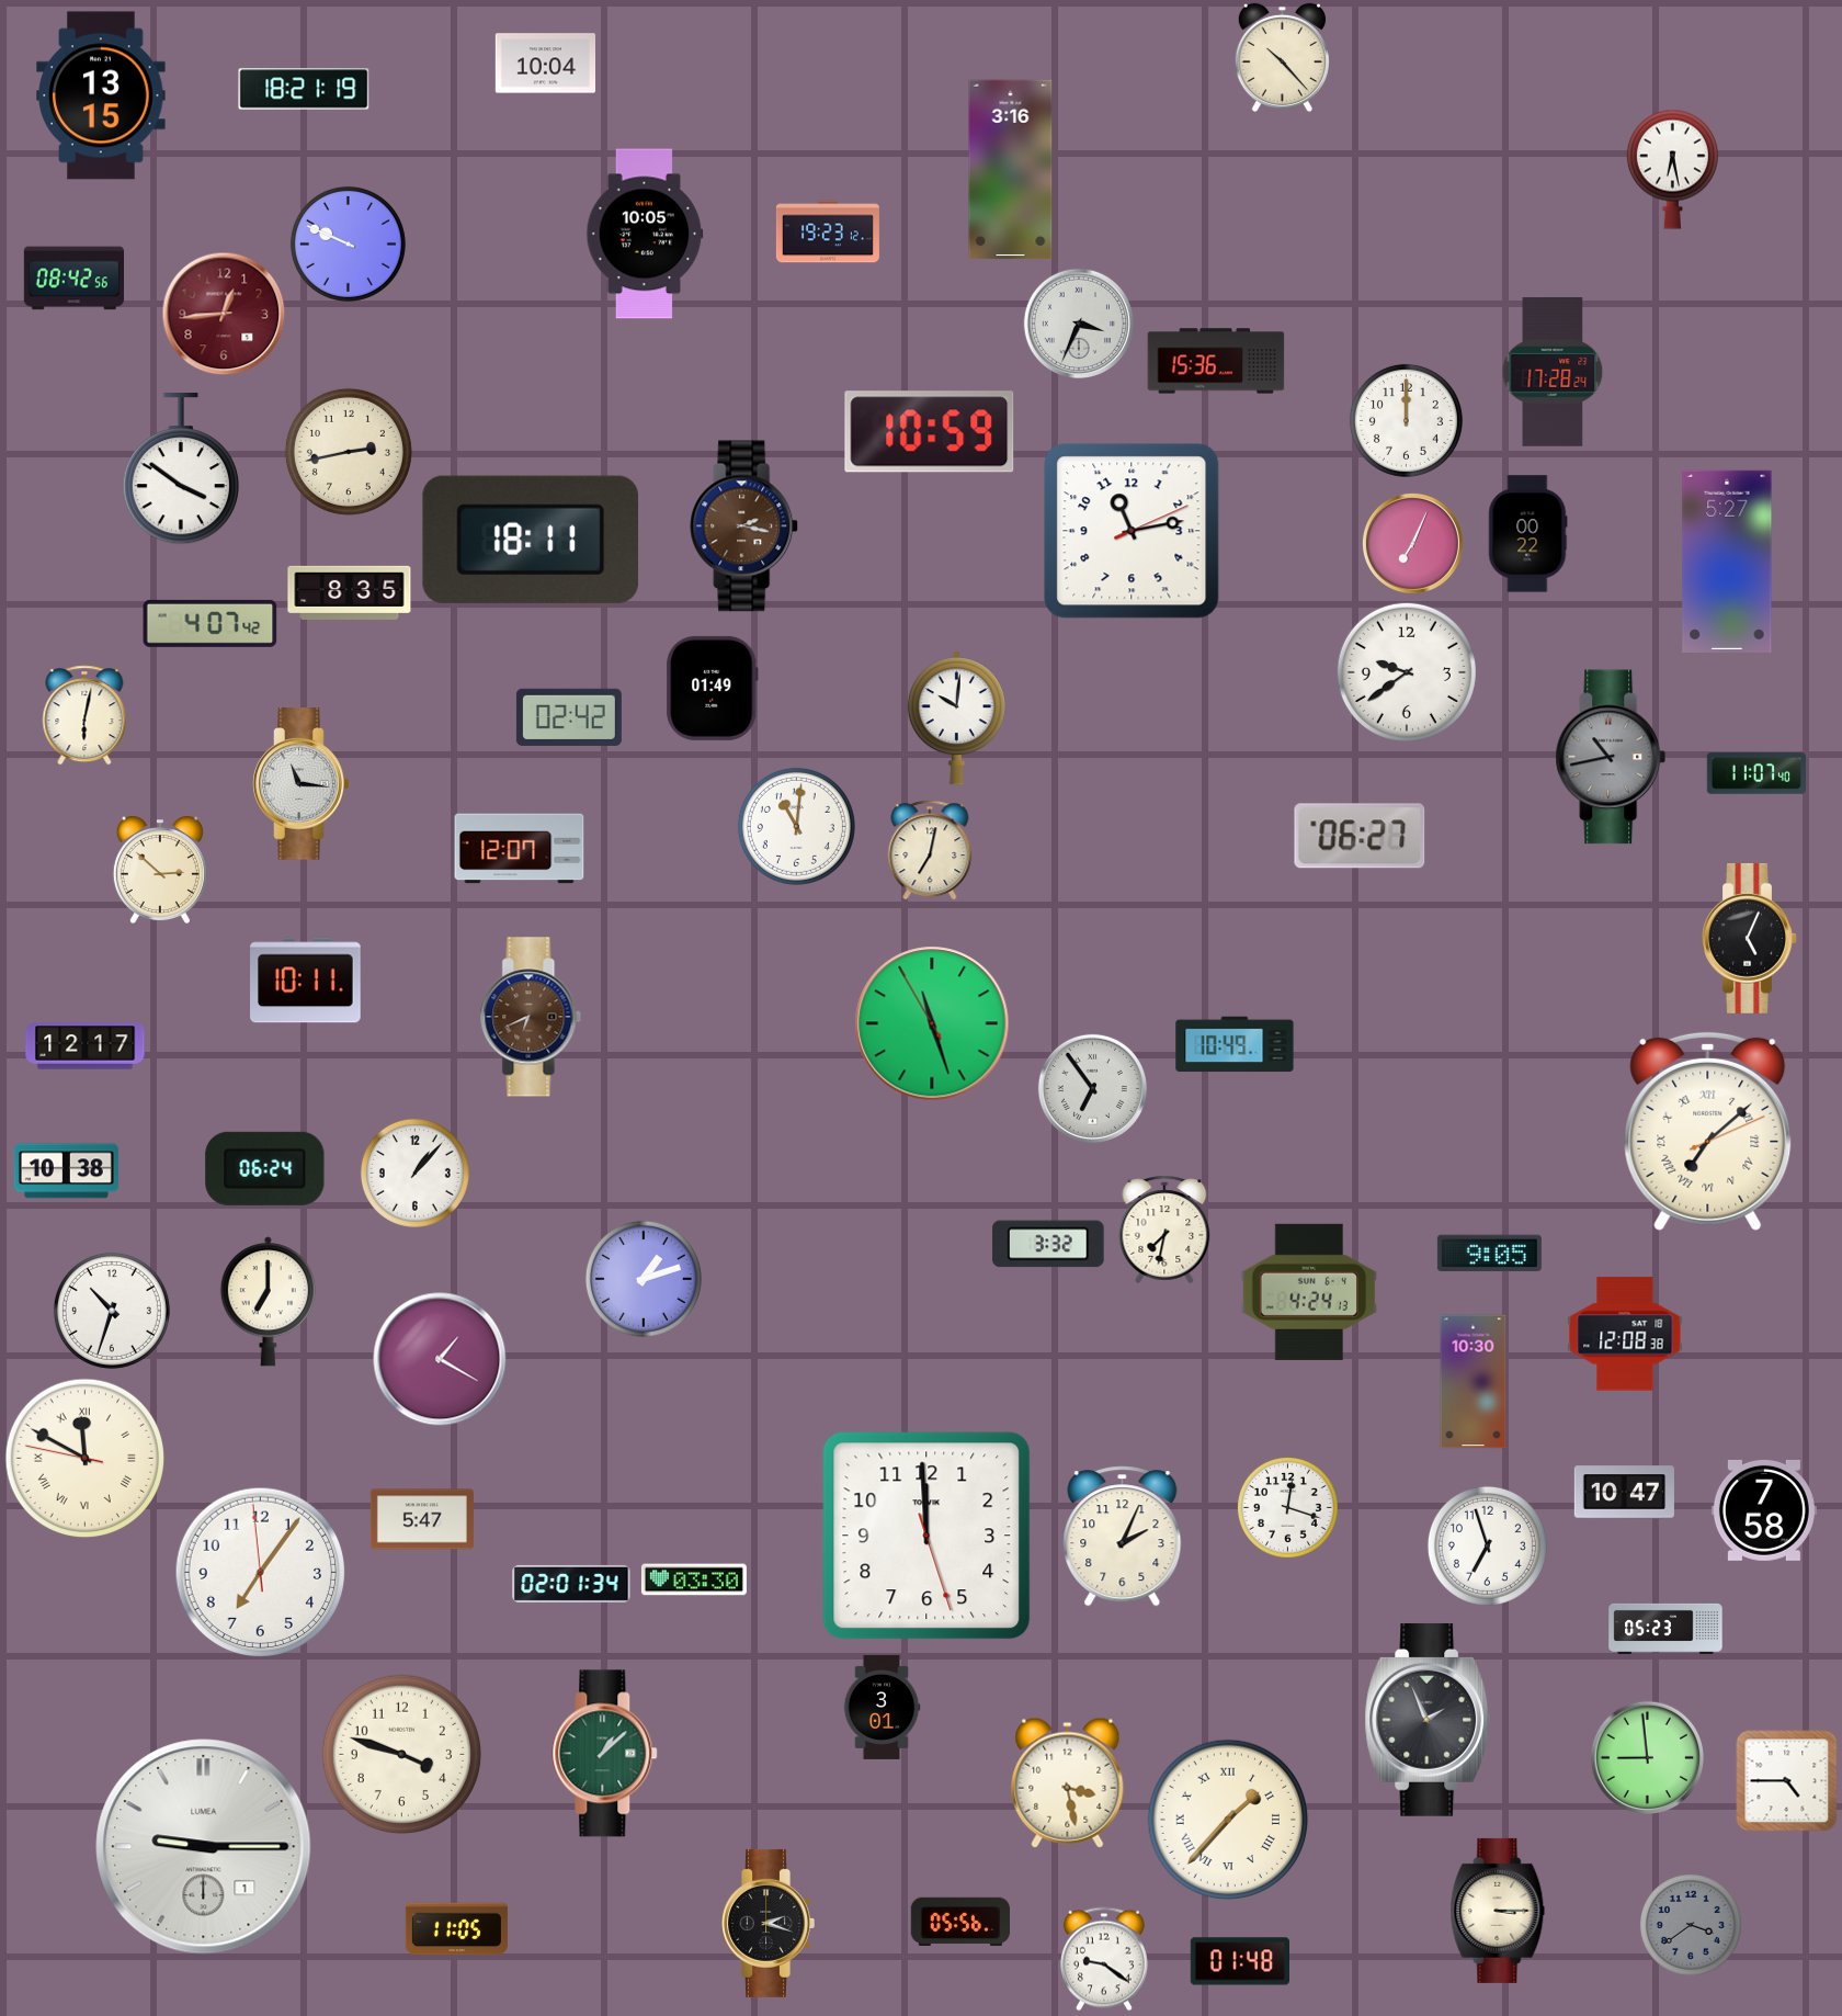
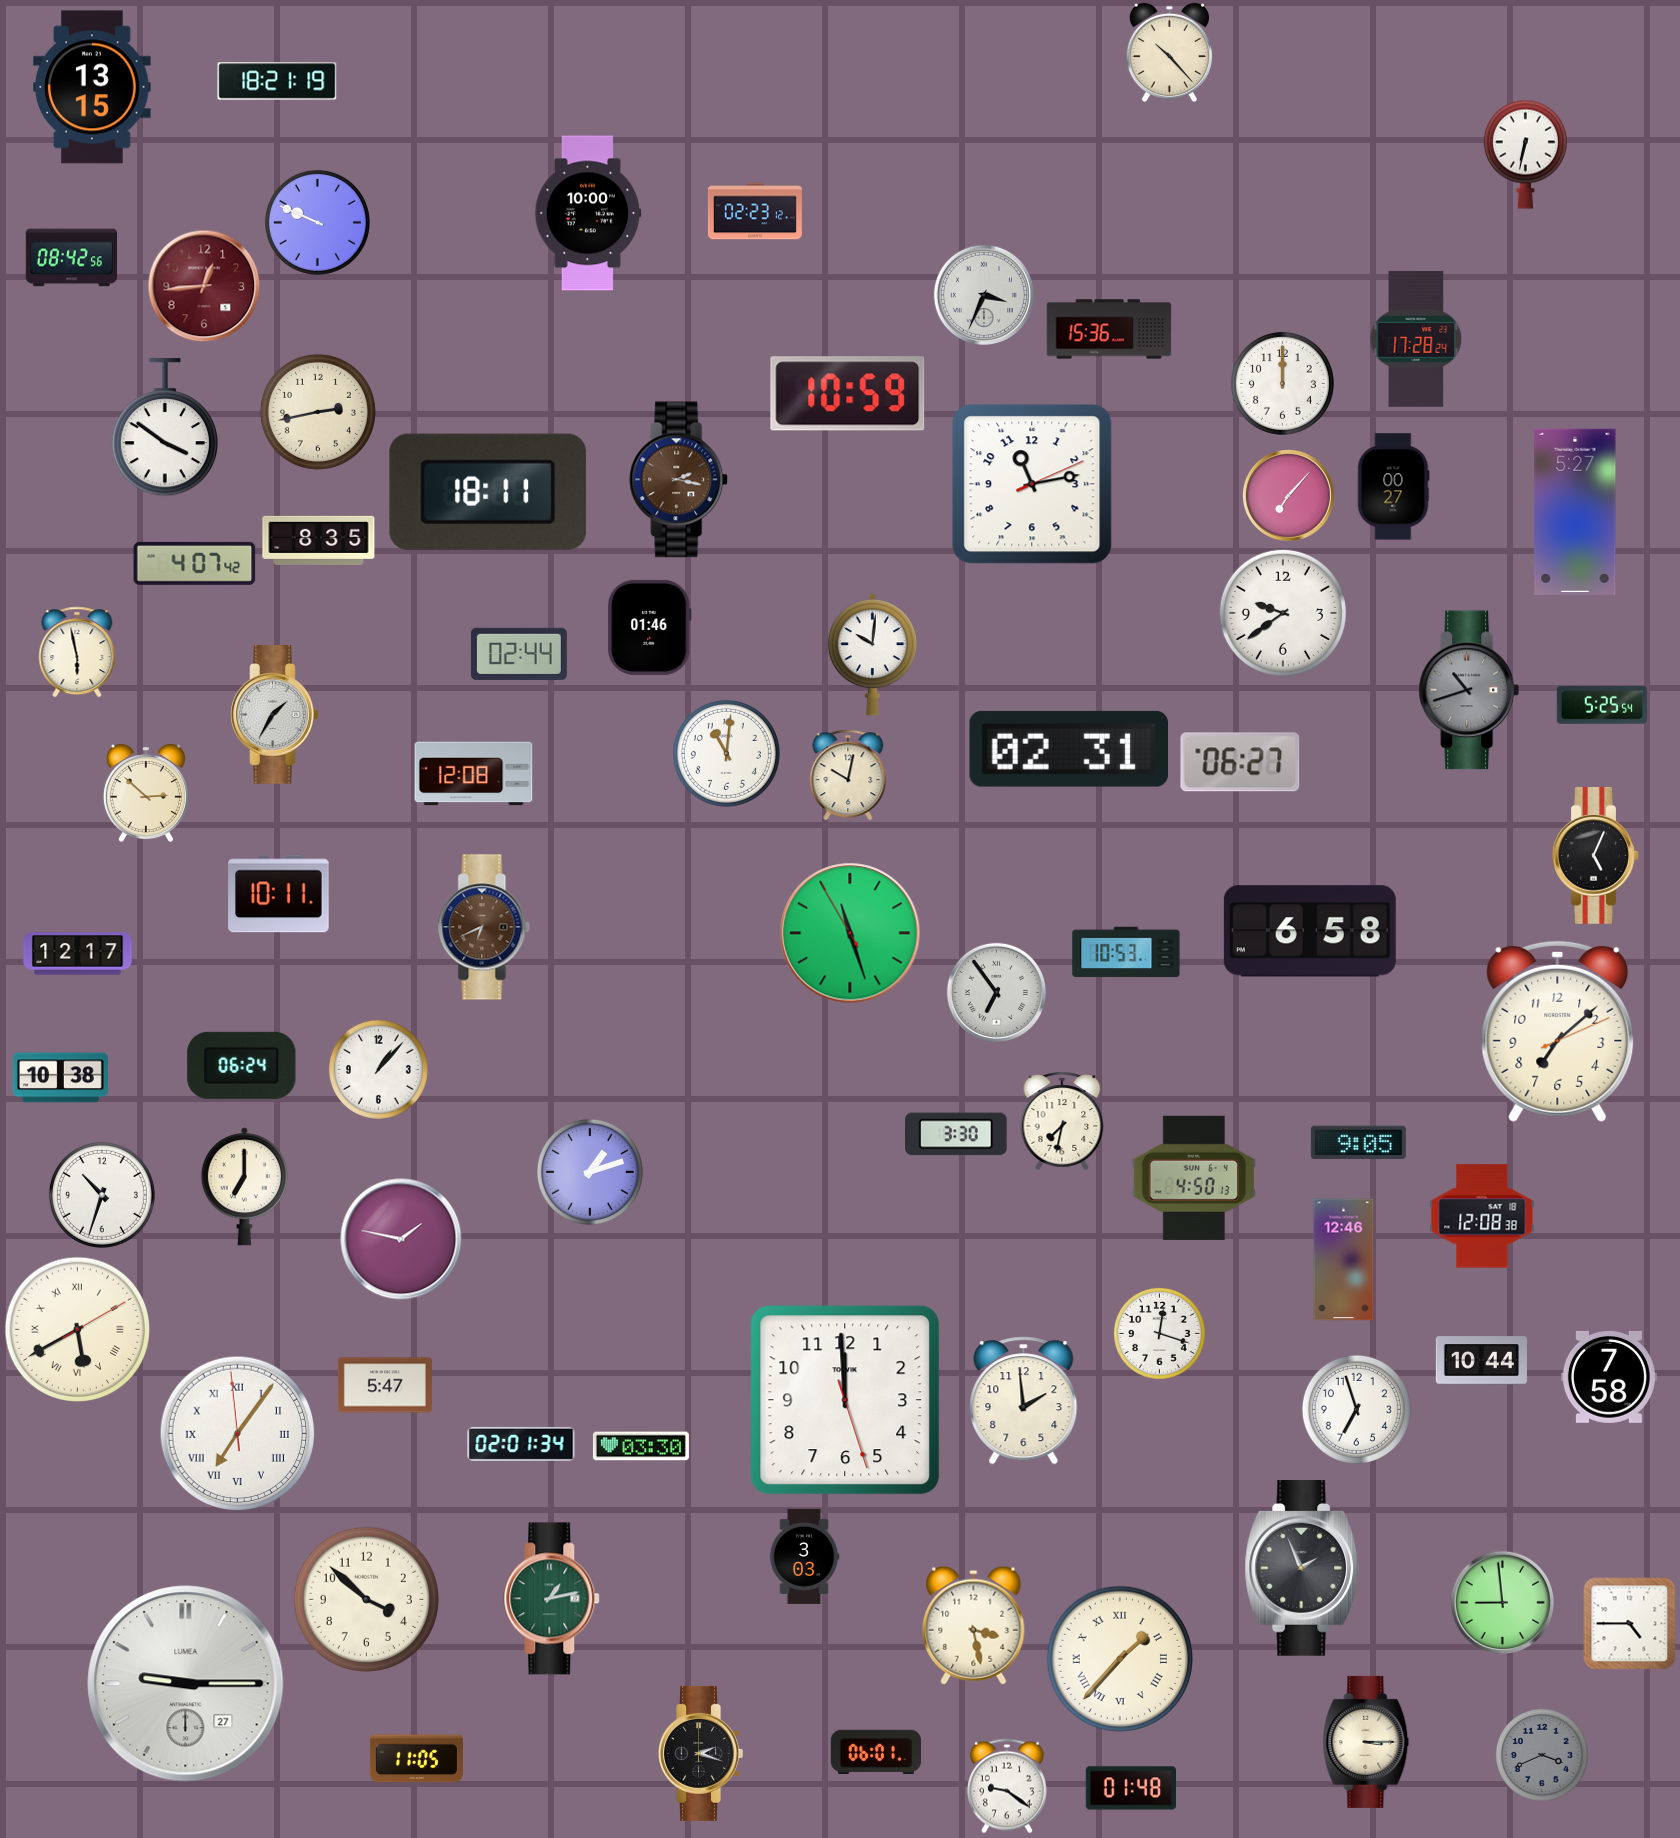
clock at (545, 64): 10:04 -> none
clock at (1672, 169): 6:28 -> 6:32
clock at (1011, 170): 3:16 -> none
clock at (828, 231): 19:23 -> 02:23
clock at (645, 234): 10:05 -> 10:00
clock at (73, 279) position: (73, 279) -> (71, 258)
clock at (1527, 534): 00:22 -> 00:27
clock at (530, 540) position: (530, 540) -> (487, 492)
clock at (1412, 543): 7:04 -> 7:07
clock at (211, 623) position: (211, 623) -> (195, 563)
clock at (713, 688): 01:49 -> 01:46
clock at (84, 715): 6:02 -> 5:58
clock at (569, 717): 02:42 -> 02:44
clock at (1611, 757): 10:43 -> 10:42
clock at (1755, 773): 11:07 -> 5:25
clock at (302, 784): 11:16 -> 1:35
clock at (1068, 749): none -> 02:31
clock at (520, 849): 12:07 -> 12:08
clock at (930, 850): 7:02 -> 10:02
clock at (1310, 931): none -> 6:58
clock at (1235, 1044): 10:49 -> 10:53
clock at (1708, 1131) numerals: Roman -> Arabic
clock at (66, 1171) position: (66, 1171) -> (60, 1078)
clock at (1048, 1244): 3:32 -> 3:30
clock at (644, 1279) position: (644, 1279) -> (590, 1172)
clock at (1309, 1292): 4:24 -> 4:50
clock at (440, 1359): 1:20 -> 1:47
clock at (1474, 1382): 10:30 -> 12:46
clock at (86, 1459): 11:49 -> 5:40
clock at (1624, 1493): 10:47 -> 10:44
clock at (1287, 1507) position: (1287, 1507) -> (1159, 1333)
clock at (1123, 1537): 2:04 -> 1:59
clock at (261, 1573) numerals: Arabic -> Roman
clock at (694, 1579) position: (694, 1579) -> (641, 1446)
clock at (1665, 1629): 05:23 -> none
clock at (882, 1707): 3:01 -> 3:03
clock at (605, 1754): 1:08 -> 1:13
clock at (402, 1755): 3:48 -> 3:52
clock at (204, 1847) date: 1 -> 27
clock at (959, 1921): 05:56 -> 06:01
clock at (1691, 1925): 3:39 -> 3:41
